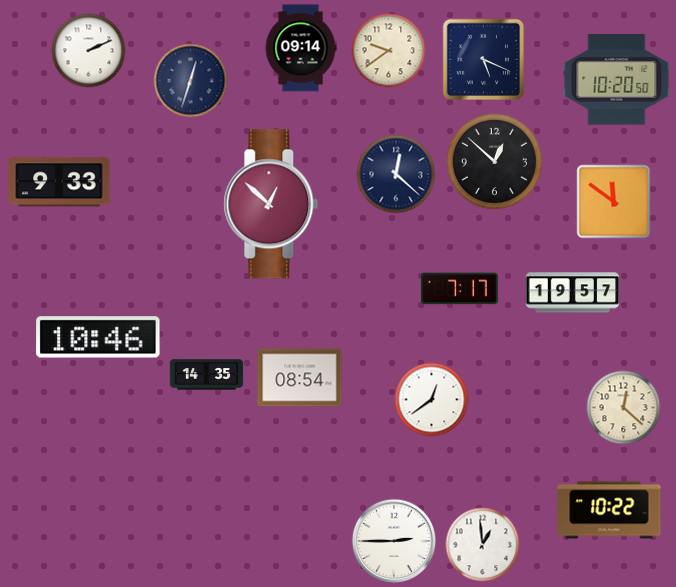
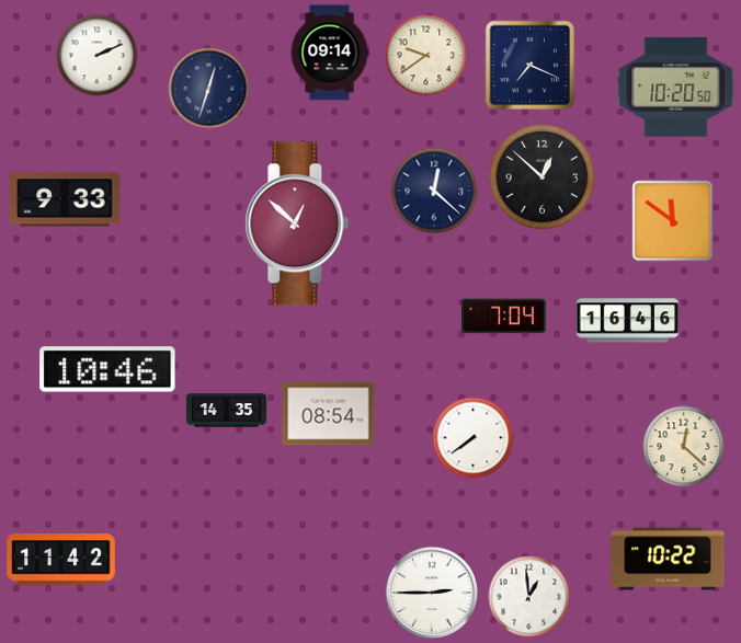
clock at (484, 60): 5:19 -> 7:19
clock at (460, 289): 7:17 -> 7:04
clock at (573, 293): 19:57 -> 16:46
clock at (432, 400): 12:39 -> 7:39
clock at (61, 560): none -> 11:42
